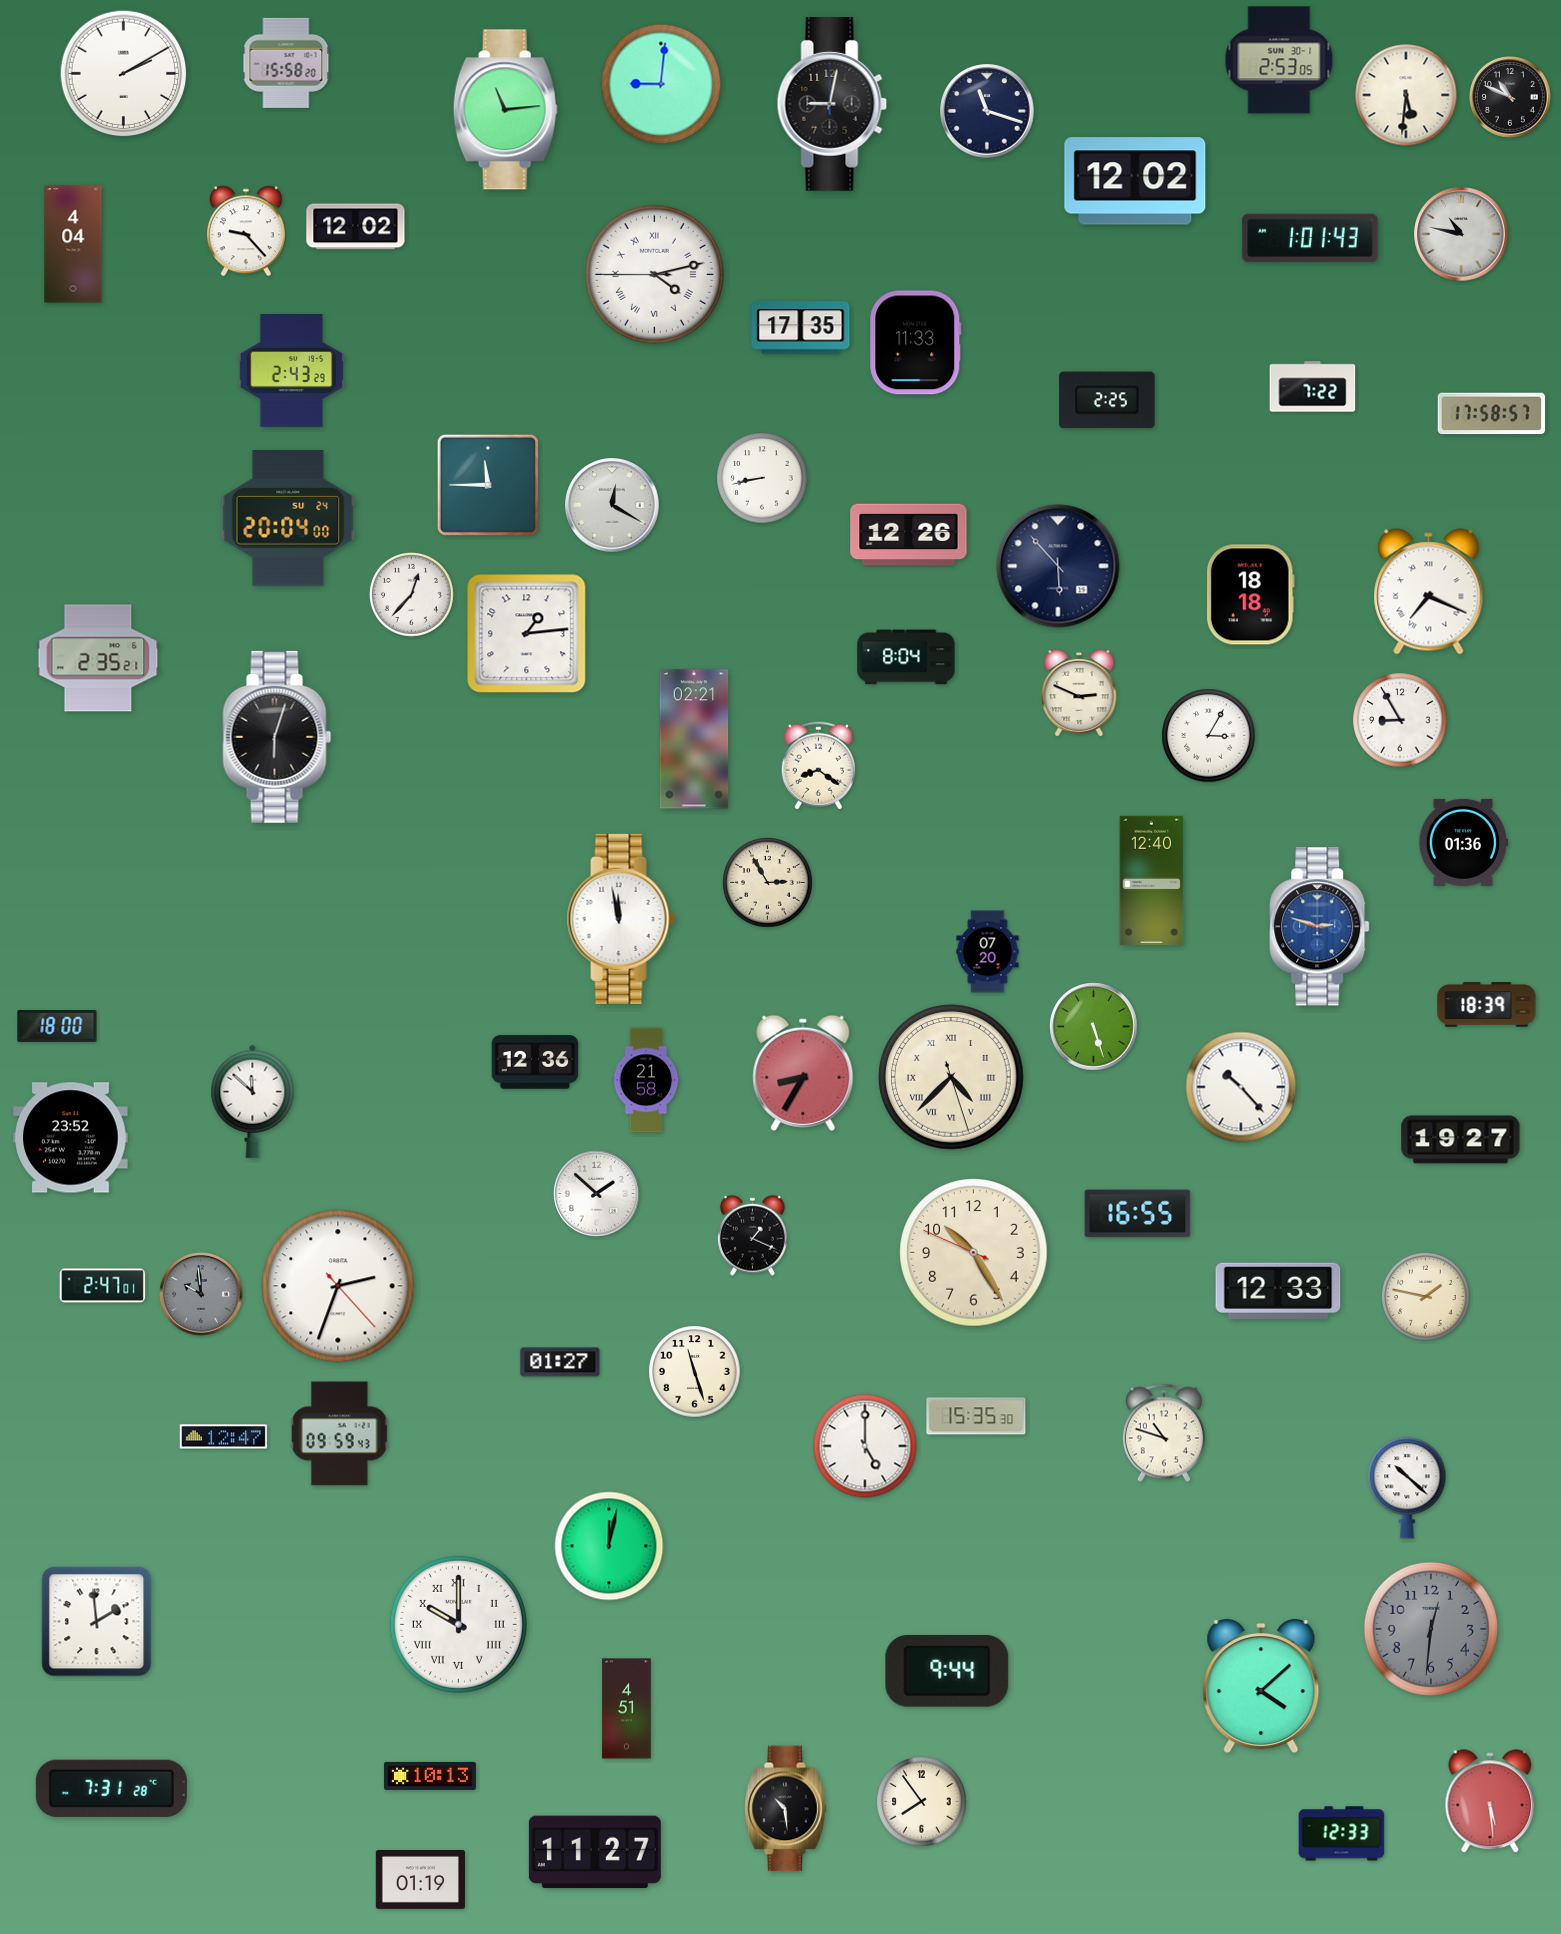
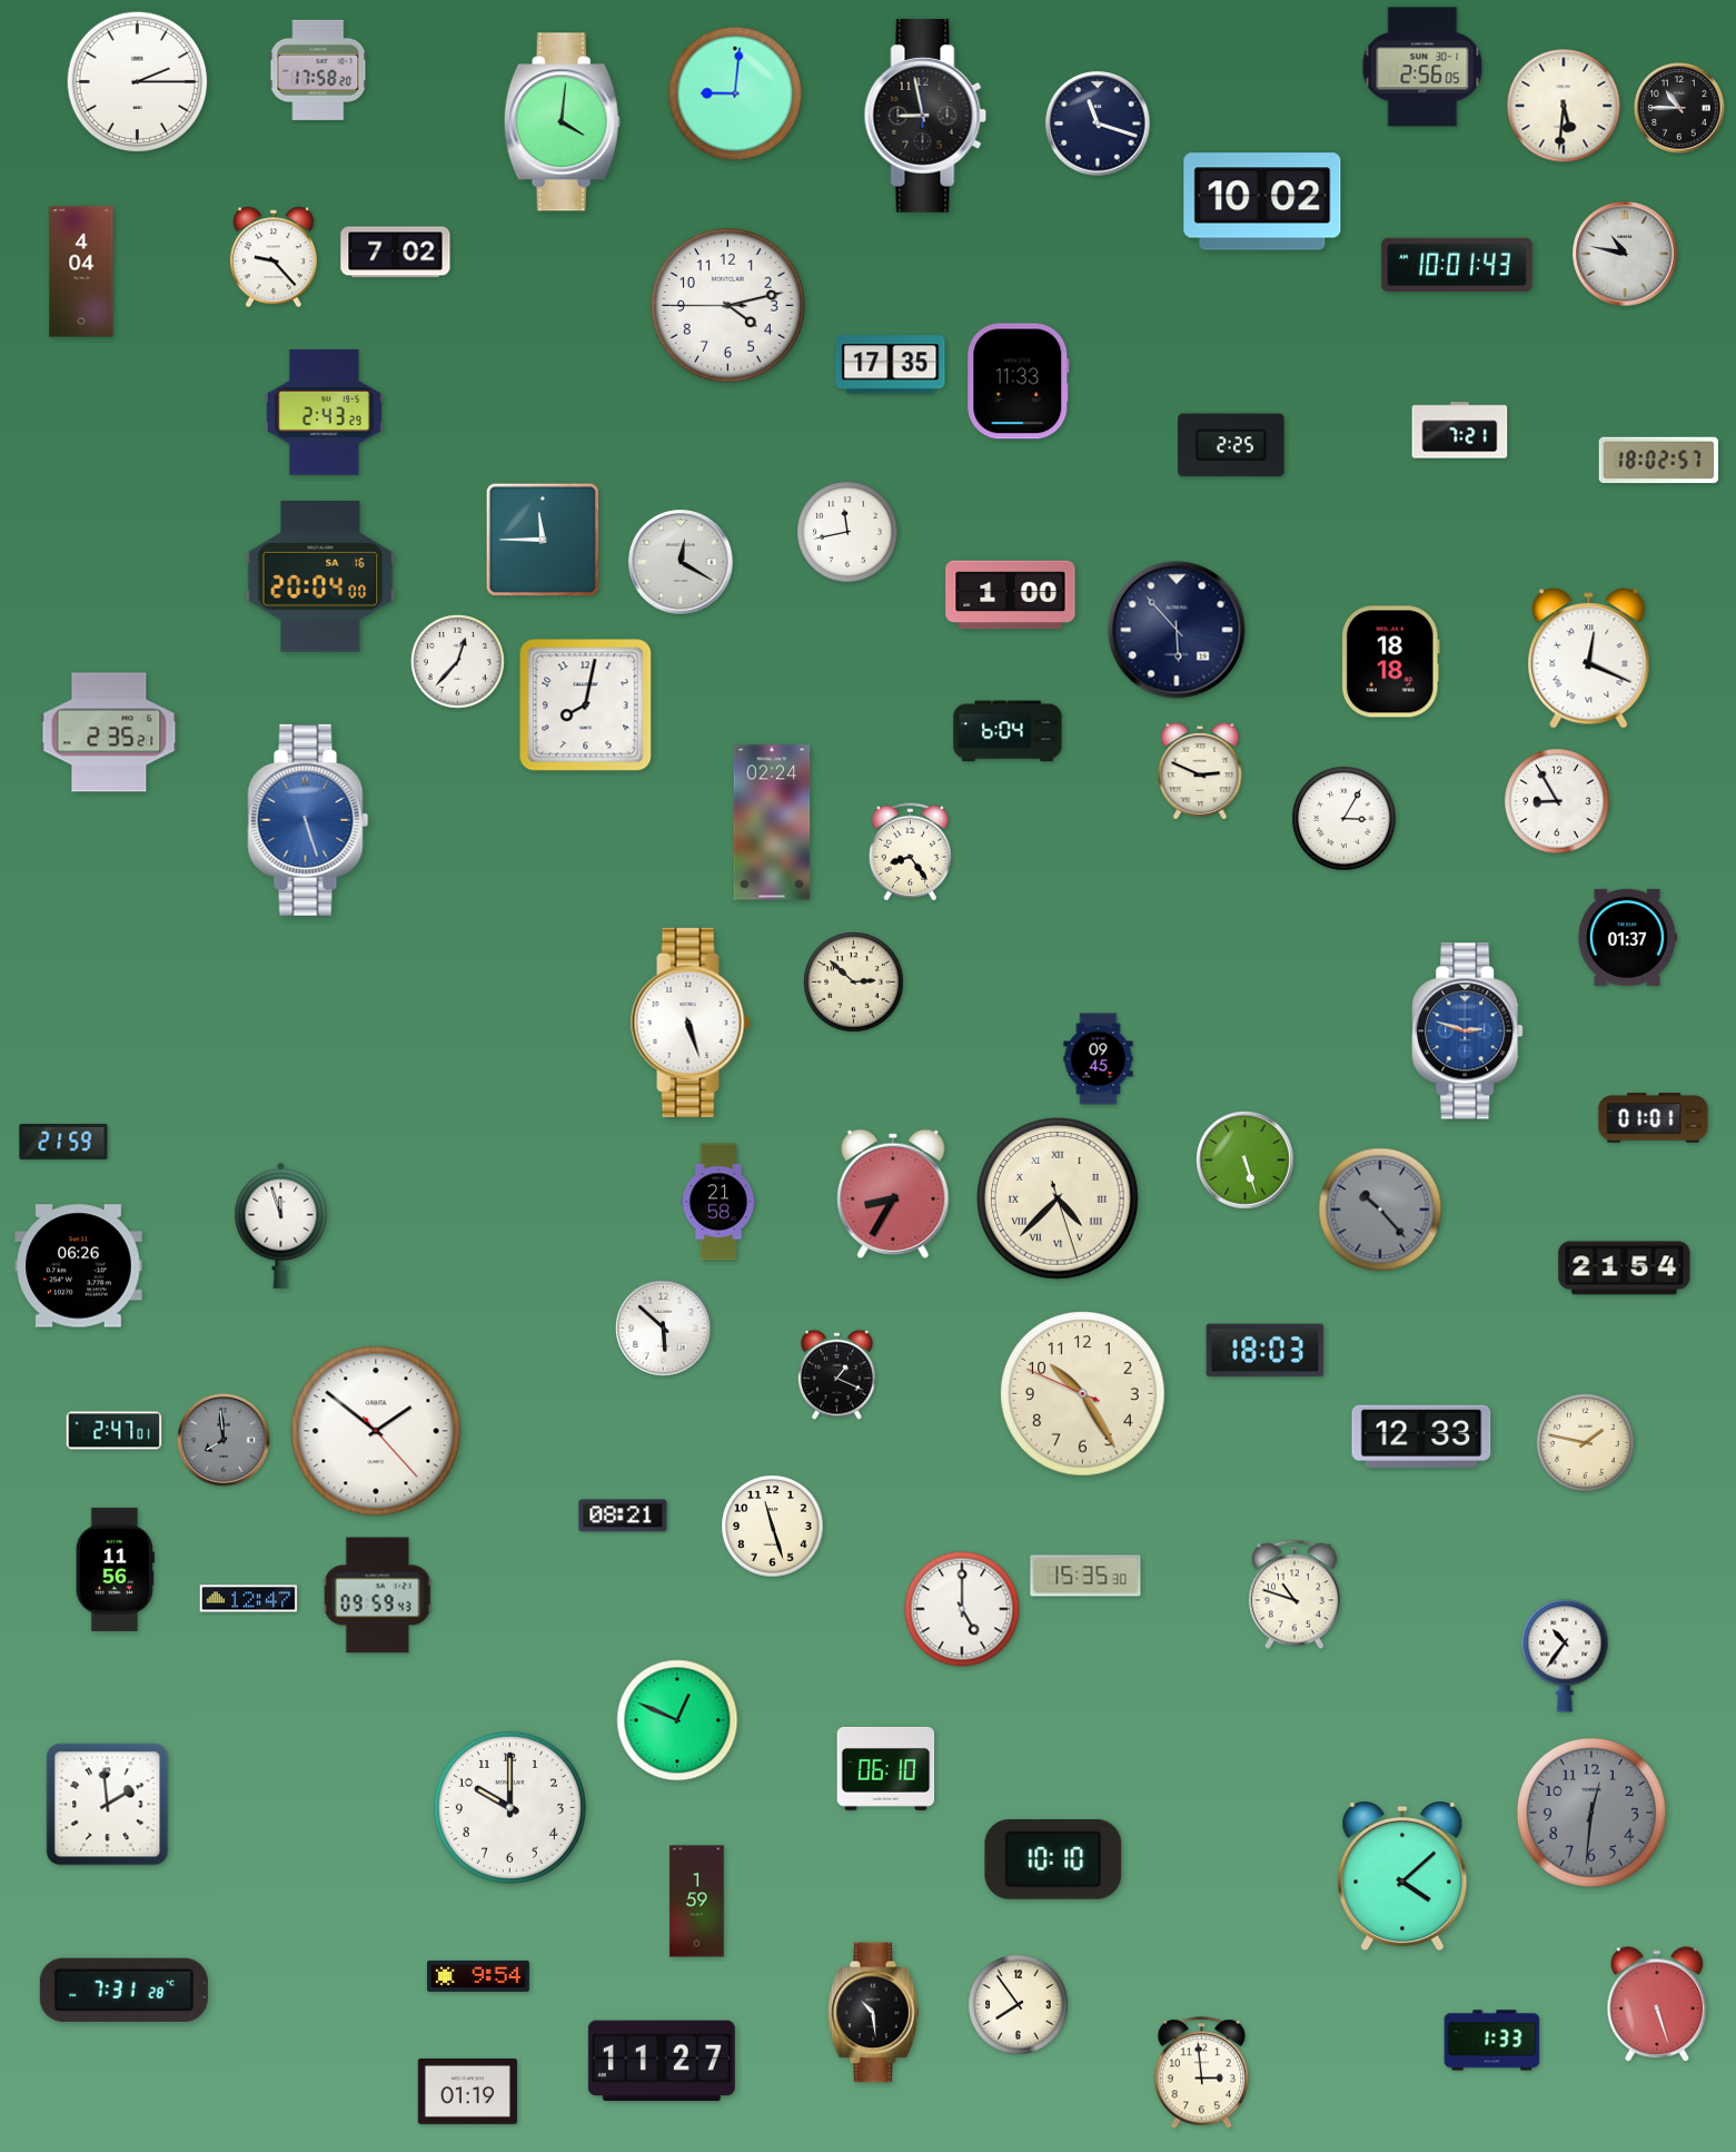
clock at (1279, 60): 2:53 -> 2:56
clock at (286, 63): 15:58 -> 17:58
clock at (124, 74): 2:10 -> 2:15
clock at (1511, 98): 10:49 -> 10:45
clock at (832, 104): 9:02 -> 8:58
clock at (505, 110): 11:14 -> 4:01
clock at (1135, 181): 12:02 -> 10:02
clock at (356, 227): 12:02 -> 7:02
clock at (1461, 234) position: (1461, 234) -> (1625, 254)
clock at (1310, 238): 1:01 -> 10:01
clock at (654, 274) numerals: Roman -> Arabic
clock at (1313, 387): 7:22 -> 7:21
clock at (1492, 414): 17:58 -> 18:02
clock at (762, 478): 8:43 -> 11:43
clock at (288, 518) date: SU 24 -> SA 16
clock at (909, 535): 12:26 -> 1:00
clock at (1429, 592): 7:19 -> 12:19
clock at (527, 634): 1:14 -> 8:02
clock at (906, 657): 8:04 -> 6:04
clock at (277, 737): 6:03 -> 5:27
clock at (277, 737) dial: black -> blue
clock at (694, 739): 02:21 -> 02:24
clock at (818, 766): 8:21 -> 8:24
clock at (1463, 842): 01:36 -> 01:37
clock at (1152, 880): 12:40 -> none
clock at (768, 883): 2:55 -> 2:52
clock at (621, 919): 11:58 -> 5:27
clock at (988, 952): 07:20 -> 09:45
clock at (1487, 1005): 18:39 -> 01:01
clock at (57, 1026): 18:00 -> 21:59
clock at (1094, 1027) position: (1094, 1027) -> (1246, 1161)
clock at (535, 1062): 12:36 -> none
clock at (1241, 1087) dial: white -> grey
clock at (253, 1101): 11:52 -> 11:57
clock at (71, 1138): 23:52 -> 06:26
clock at (1461, 1140): 19:27 -> 21:54
clock at (597, 1194): 1:52 -> 5:52
clock at (1138, 1214): 16:55 -> 18:03
clock at (338, 1286): 2:33 -> 1:51
clock at (202, 1295): 9:59 -> 7:59
clock at (560, 1362): 01:27 -> 08:21
clock at (115, 1569): none -> 11:56
clock at (1407, 1488): 10:22 -> 10:36
clock at (609, 1546): 12:02 -> 12:49
clock at (886, 1768): none -> 06:10
clock at (458, 1624) numerals: Roman -> Arabic
clock at (947, 1672): 9:44 -> 10:10
clock at (627, 1709): 4:51 -> 1:59
clock at (430, 1776): 10:13 -> 9:54
clock at (922, 1802) position: (922, 1802) -> (1019, 2005)
clock at (1490, 1802): 5:29 -> 5:27
clock at (1342, 1834): 12:33 -> 1:33
clock at (1202, 2073): none -> 2:59
